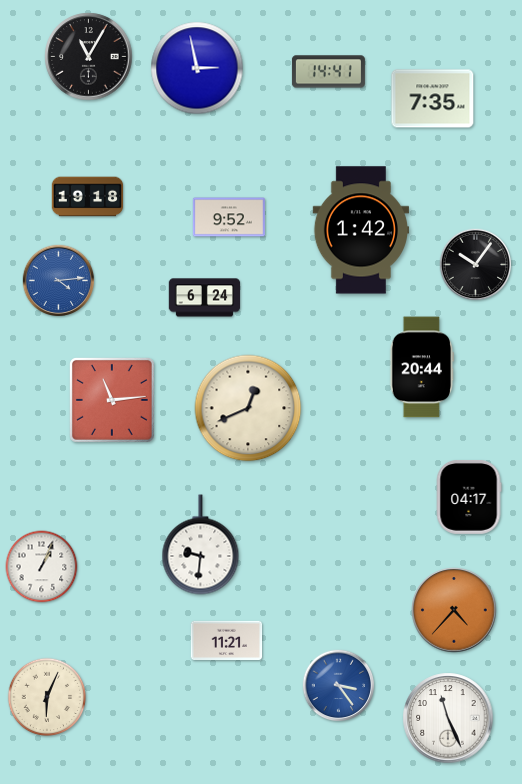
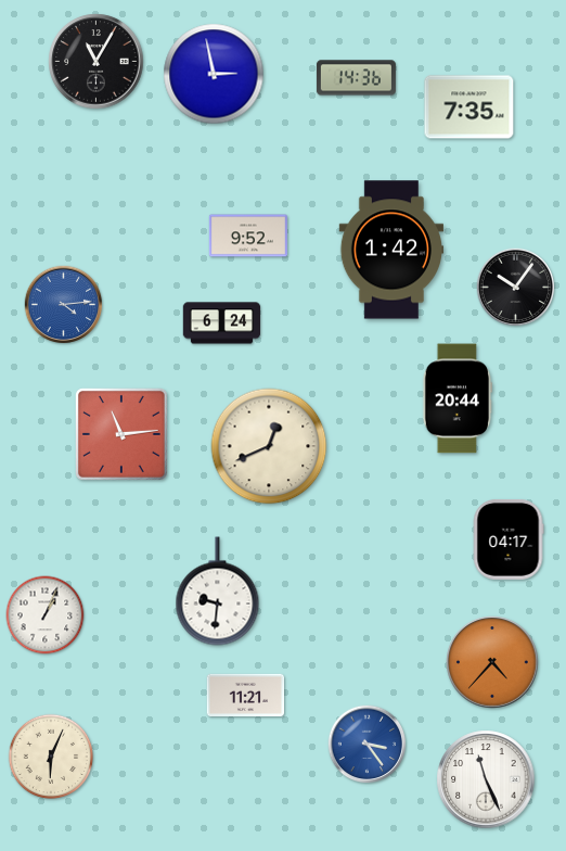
clock at (328, 72): 14:41 -> 14:36
clock at (88, 197): 19:18 -> none
clock at (248, 408) position: (248, 408) -> (269, 446)
